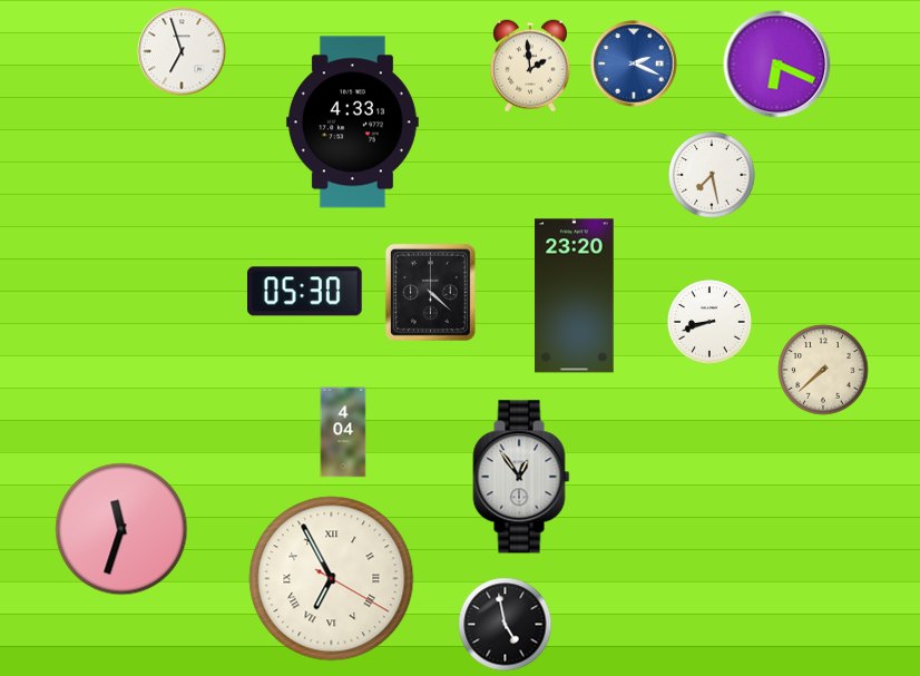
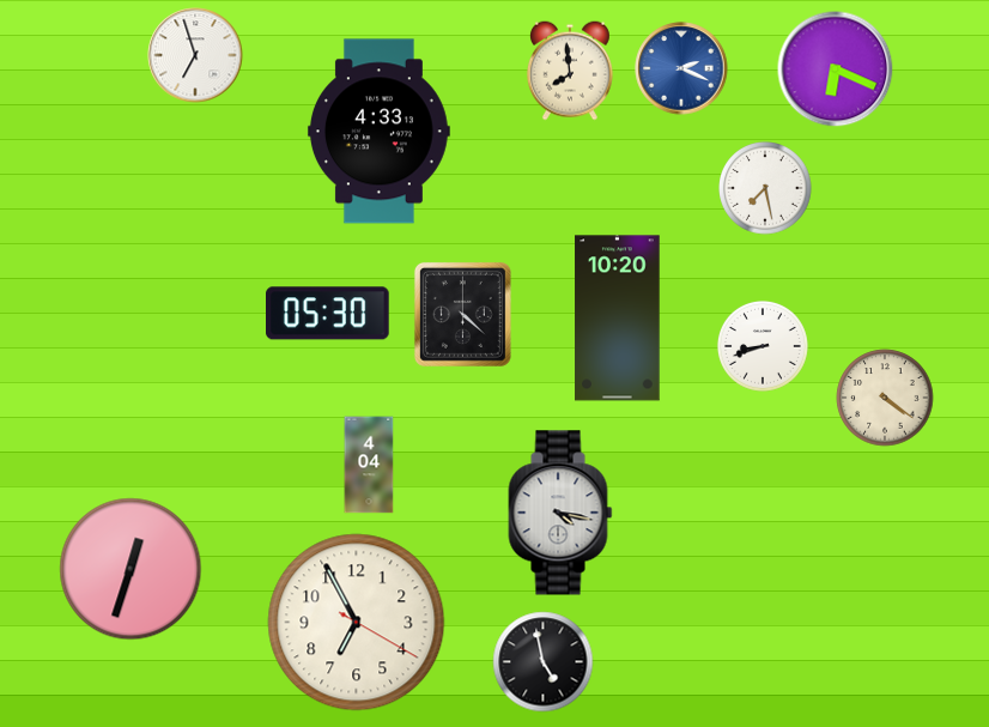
clock at (530, 66): 1:59 -> 7:59
clock at (575, 296): 23:20 -> 10:20
clock at (823, 370): 7:38 -> 4:21
clock at (521, 477): 12:54 -> 4:17
clock at (121, 529): 11:33 -> 12:33
clock at (332, 579) numerals: Roman -> Arabic
clock at (506, 625) position: (506, 625) -> (544, 662)
